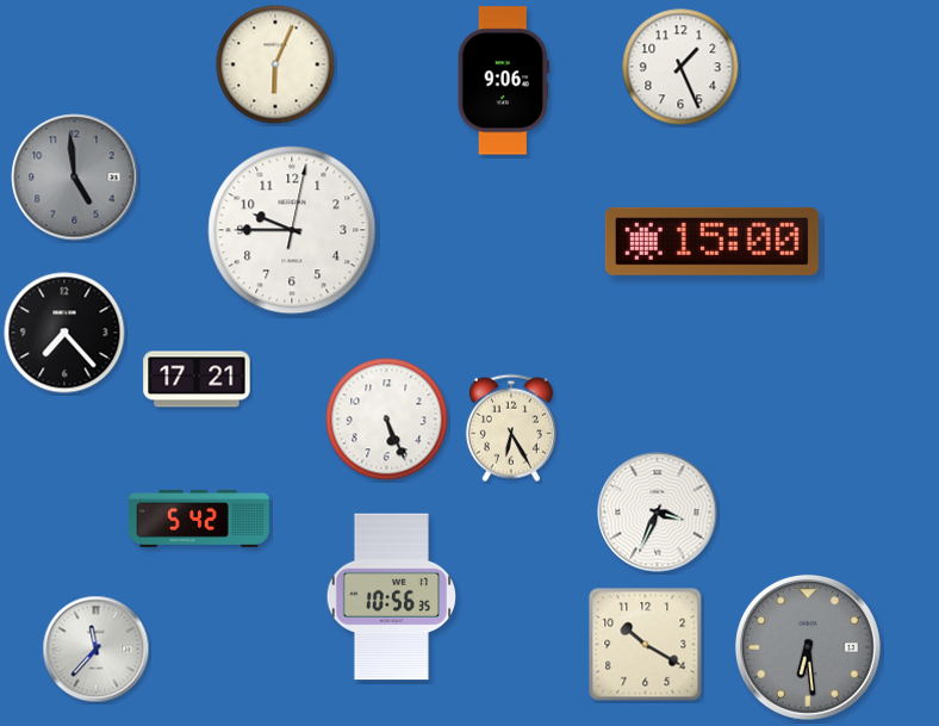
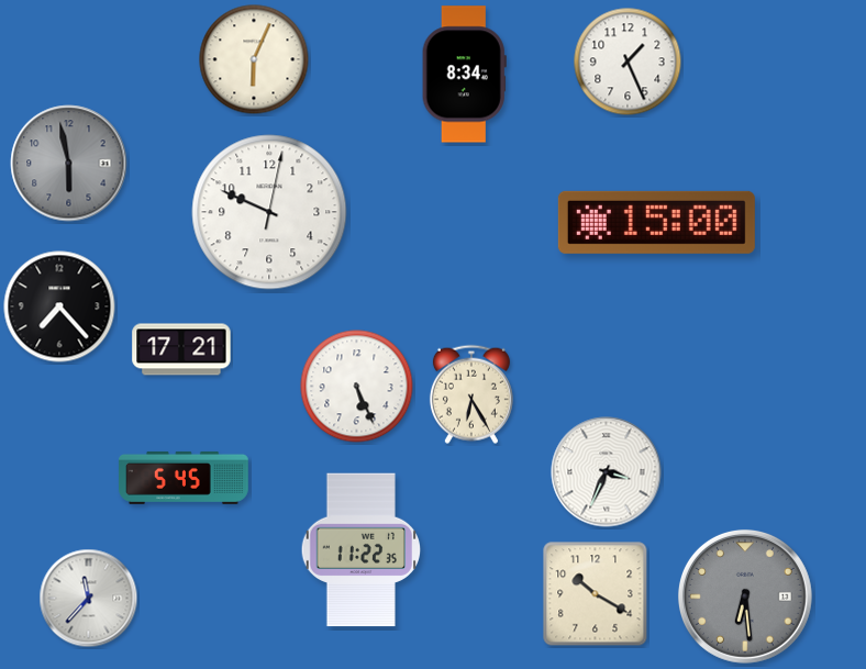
clock at (503, 81): 9:06 -> 8:34
clock at (75, 178): 4:59 -> 5:58
clock at (292, 230): 9:45 -> 9:49
clock at (199, 519): 5:42 -> 5:45
clock at (391, 597): 10:56 -> 11:22
